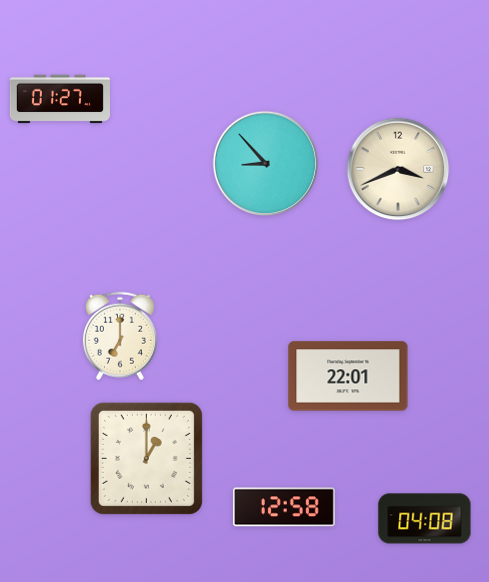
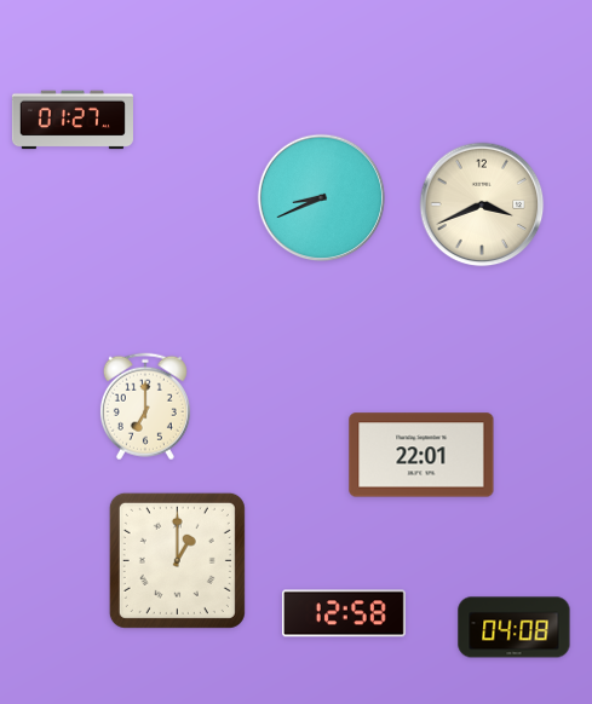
clock at (266, 164): 8:53 -> 8:41
clock at (146, 458) position: (146, 458) -> (177, 560)
